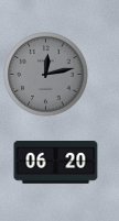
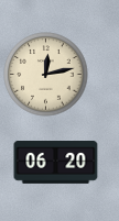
clock at (46, 75) dial: grey -> cream
